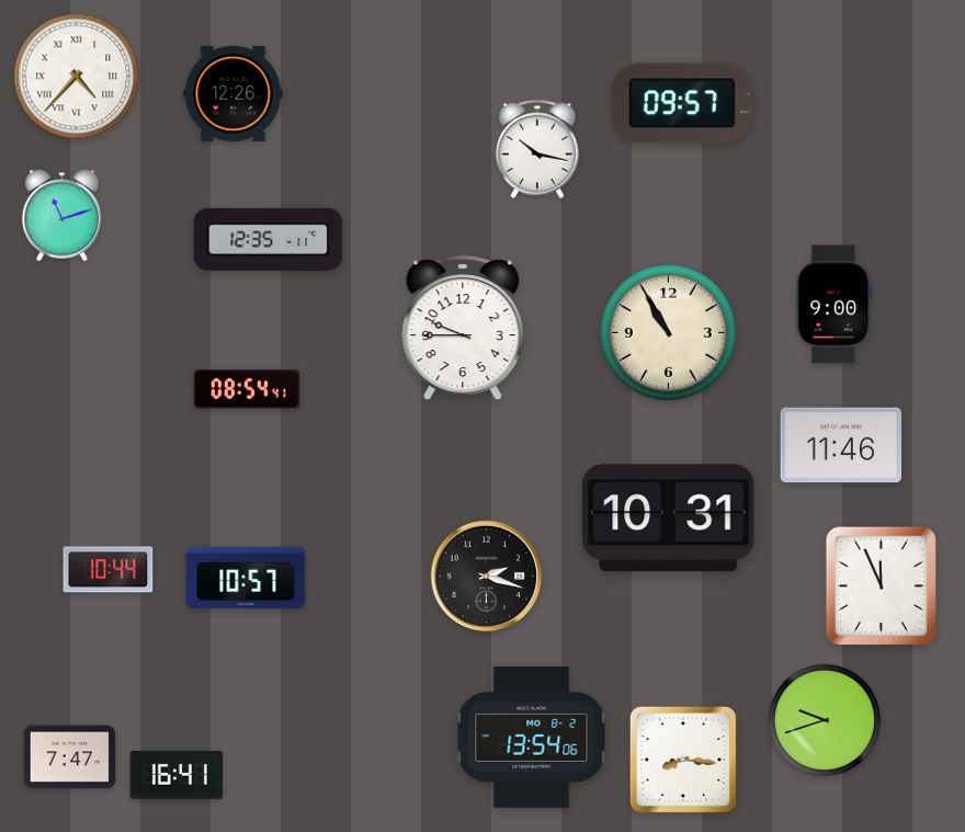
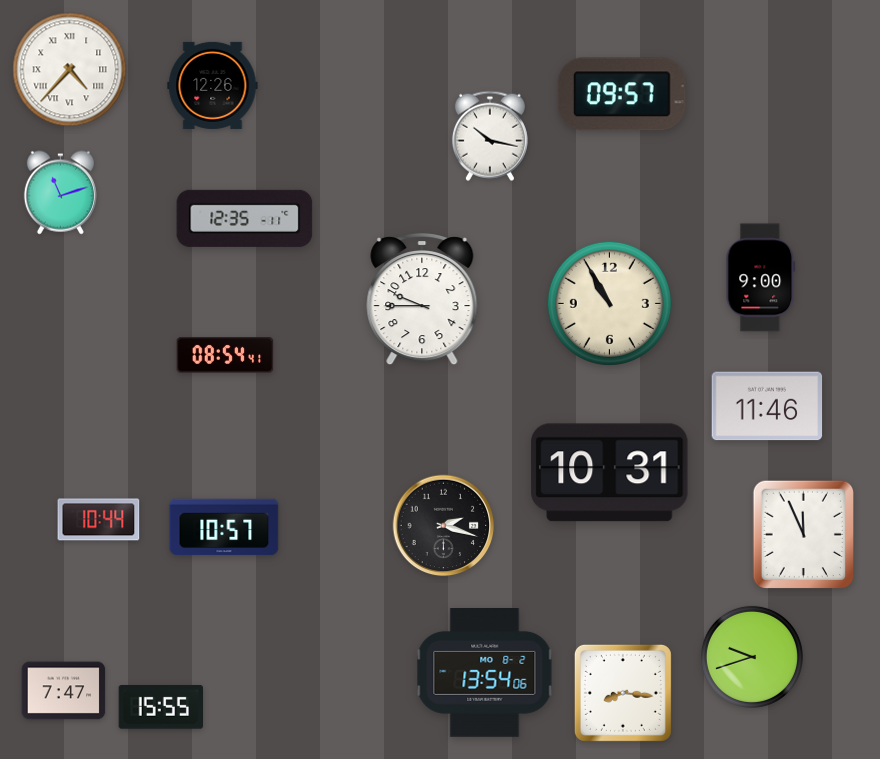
clock at (61, 216) position: (61, 216) -> (60, 193)
clock at (175, 776): 16:41 -> 15:55
